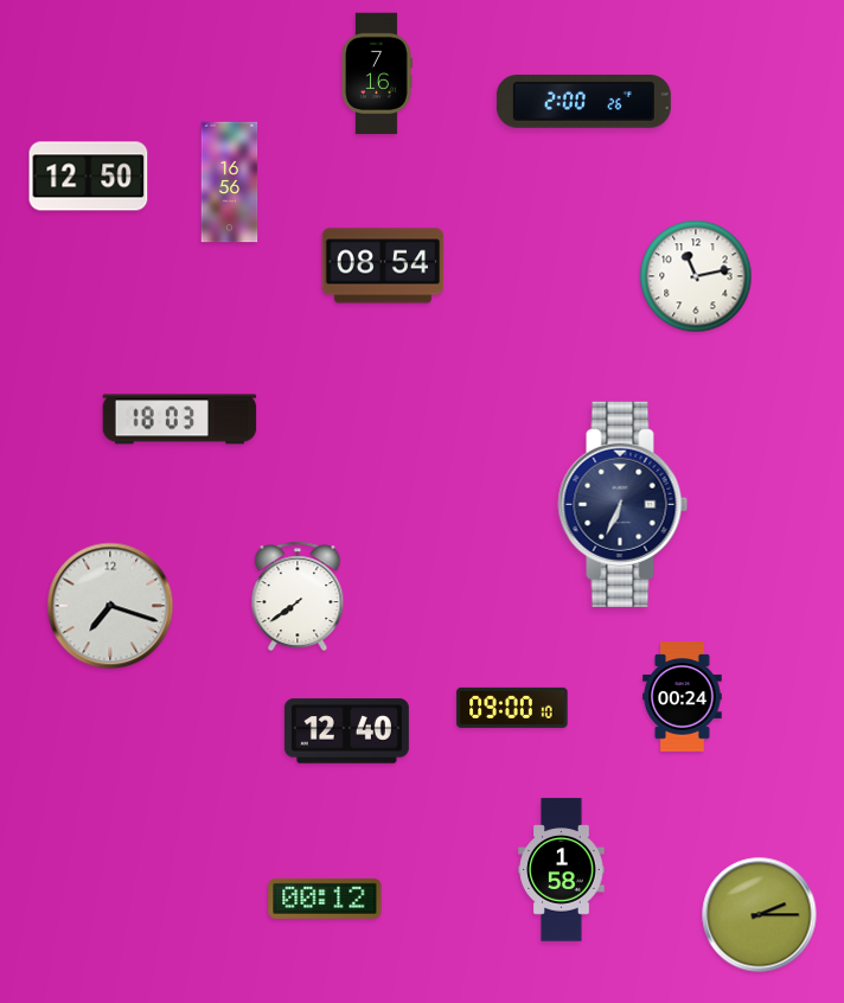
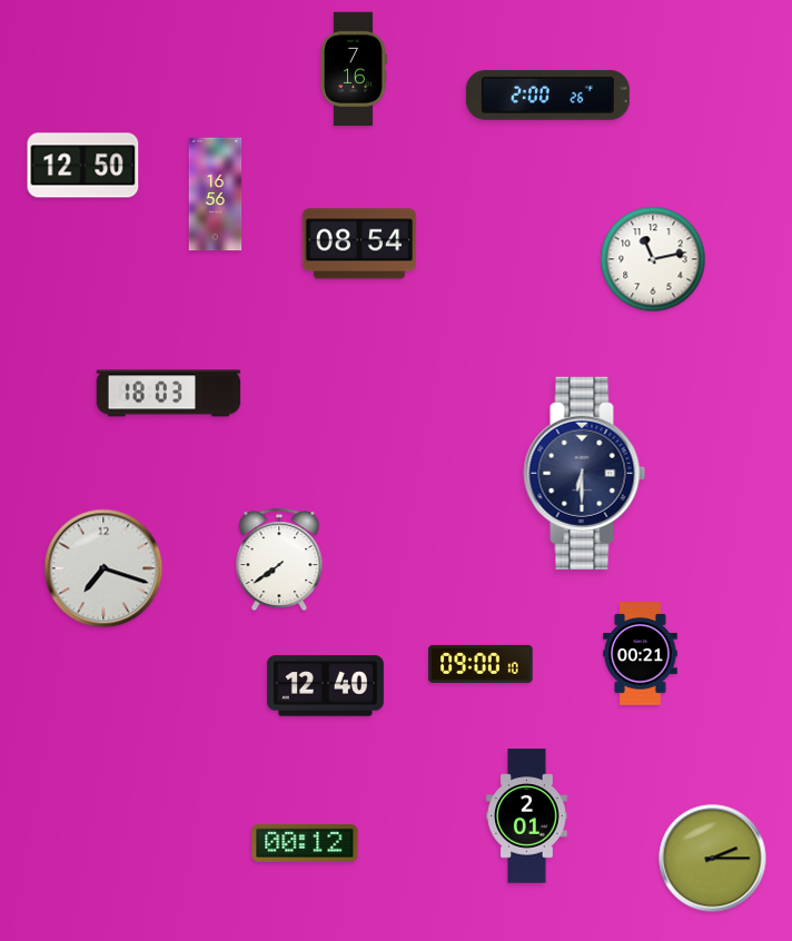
clock at (230, 183) position: (230, 183) -> (216, 195)
clock at (383, 266) position: (383, 266) -> (359, 244)
clock at (624, 504): 6:34 -> 6:30
clock at (683, 697): 00:24 -> 00:21
clock at (562, 870): 1:58 -> 2:01
